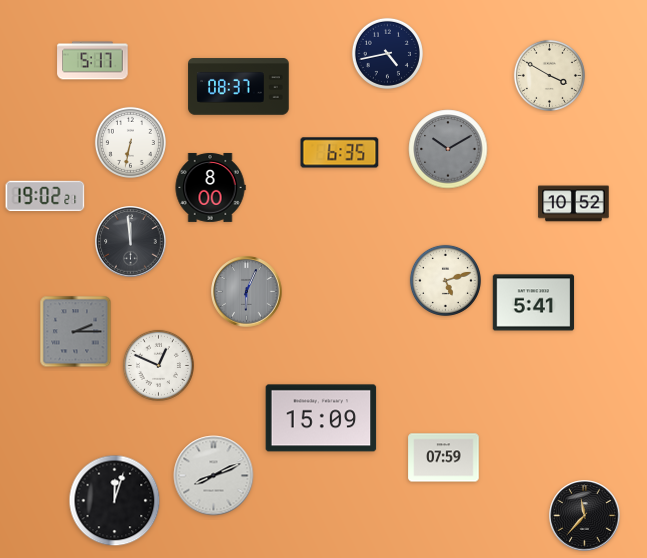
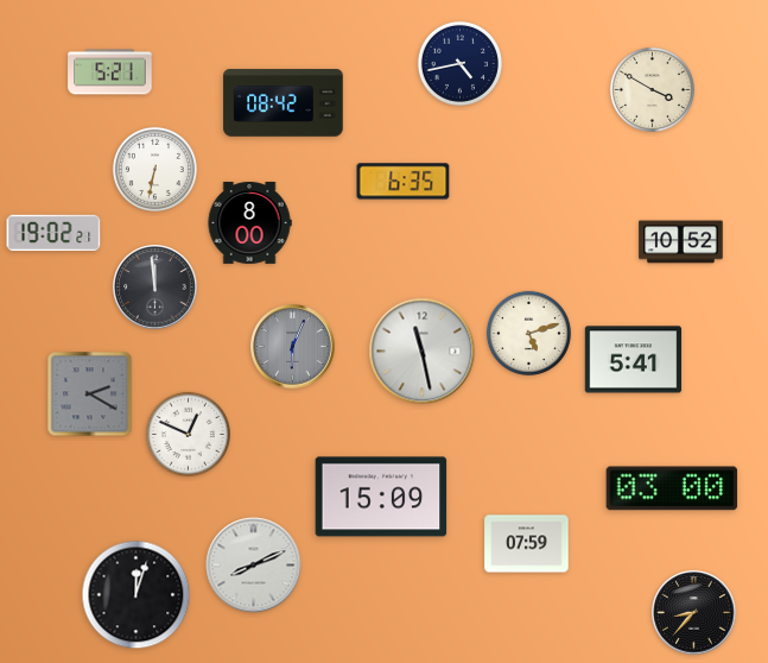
clock at (93, 61): 5:17 -> 5:21
clock at (239, 87): 08:37 -> 08:42
clock at (448, 149): 10:10 -> none
clock at (423, 352): none -> 11:28
clock at (76, 332): 2:15 -> 2:20
clock at (672, 488): none -> 03:00
clock at (585, 516): 11:37 -> 8:37
